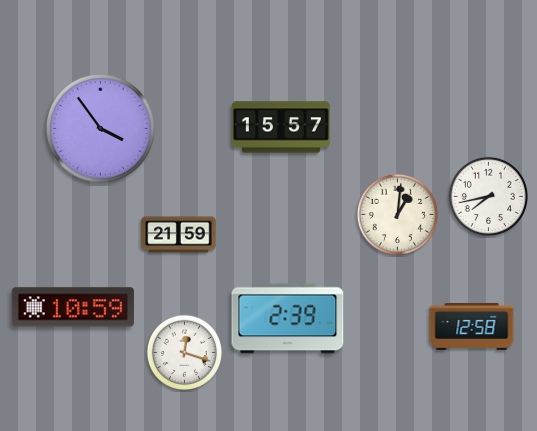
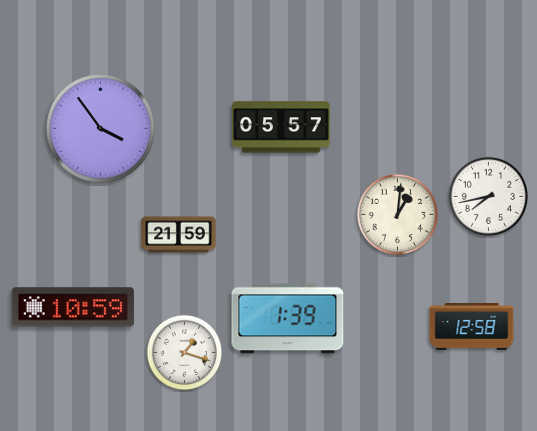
clock at (281, 127): 15:57 -> 05:57
clock at (288, 319): 2:39 -> 1:39
clock at (185, 353): 12:18 -> 1:18
